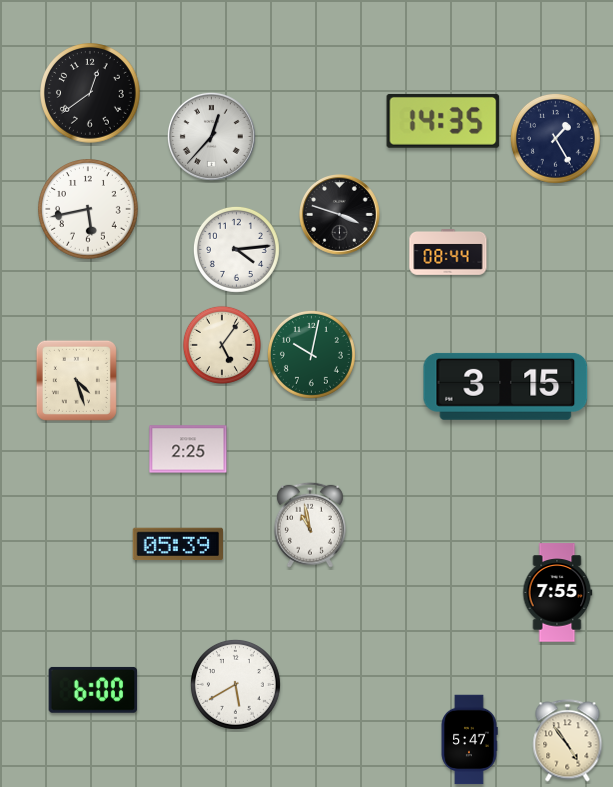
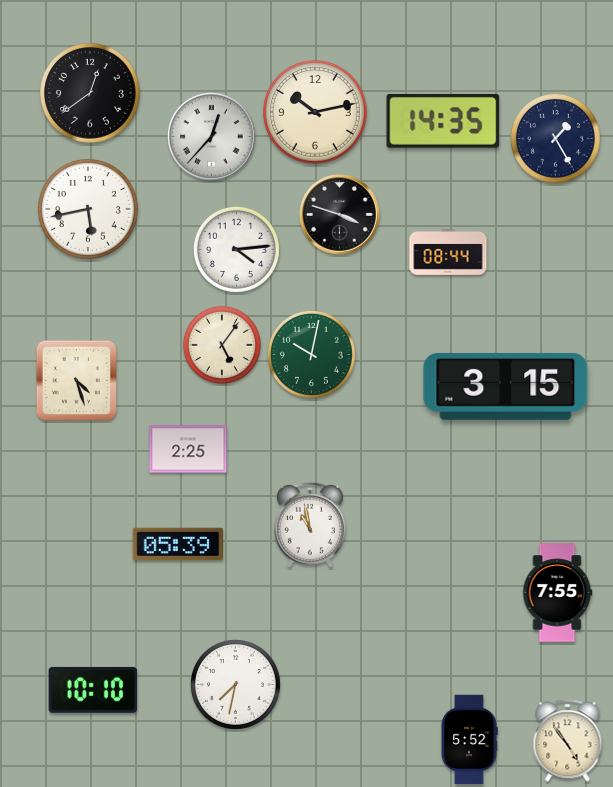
clock at (315, 112): none -> 10:13
clock at (235, 684): 5:40 -> 7:32
clock at (93, 690): 6:00 -> 10:10
clock at (469, 740): 5:47 -> 5:52
